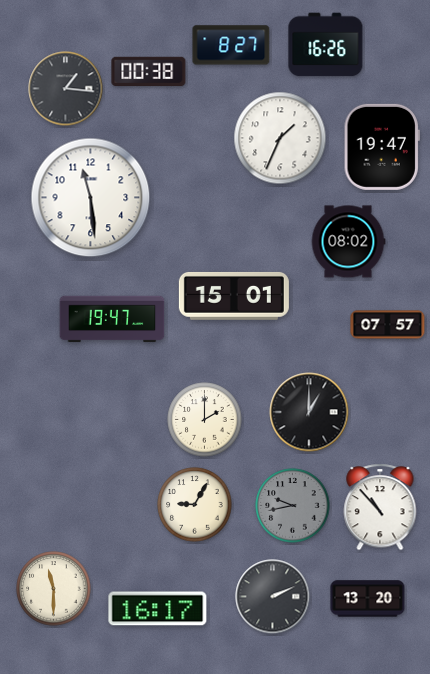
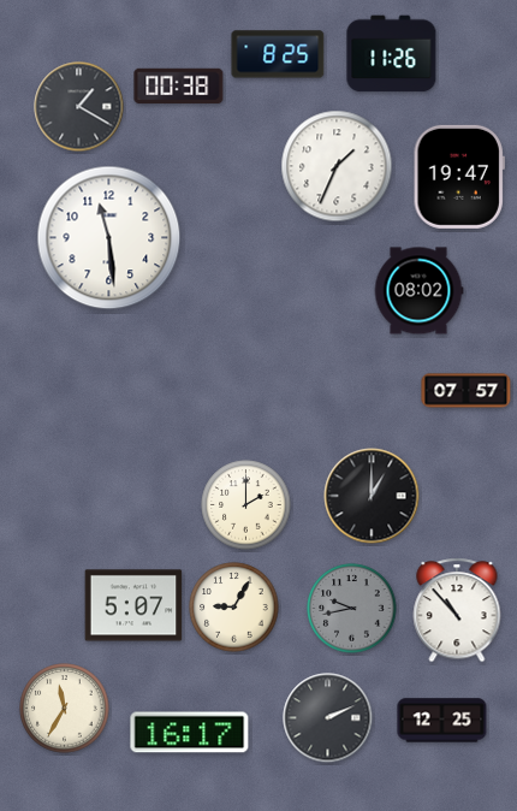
clock at (231, 45): 8:27 -> 8:25
clock at (326, 45): 16:26 -> 11:26
clock at (66, 89): 1:16 -> 1:20
clock at (234, 296): 15:01 -> none
clock at (112, 319): 19:47 -> none
clock at (133, 605): none -> 5:07
clock at (54, 589): 11:30 -> 11:35
clock at (368, 599): 13:20 -> 12:25
